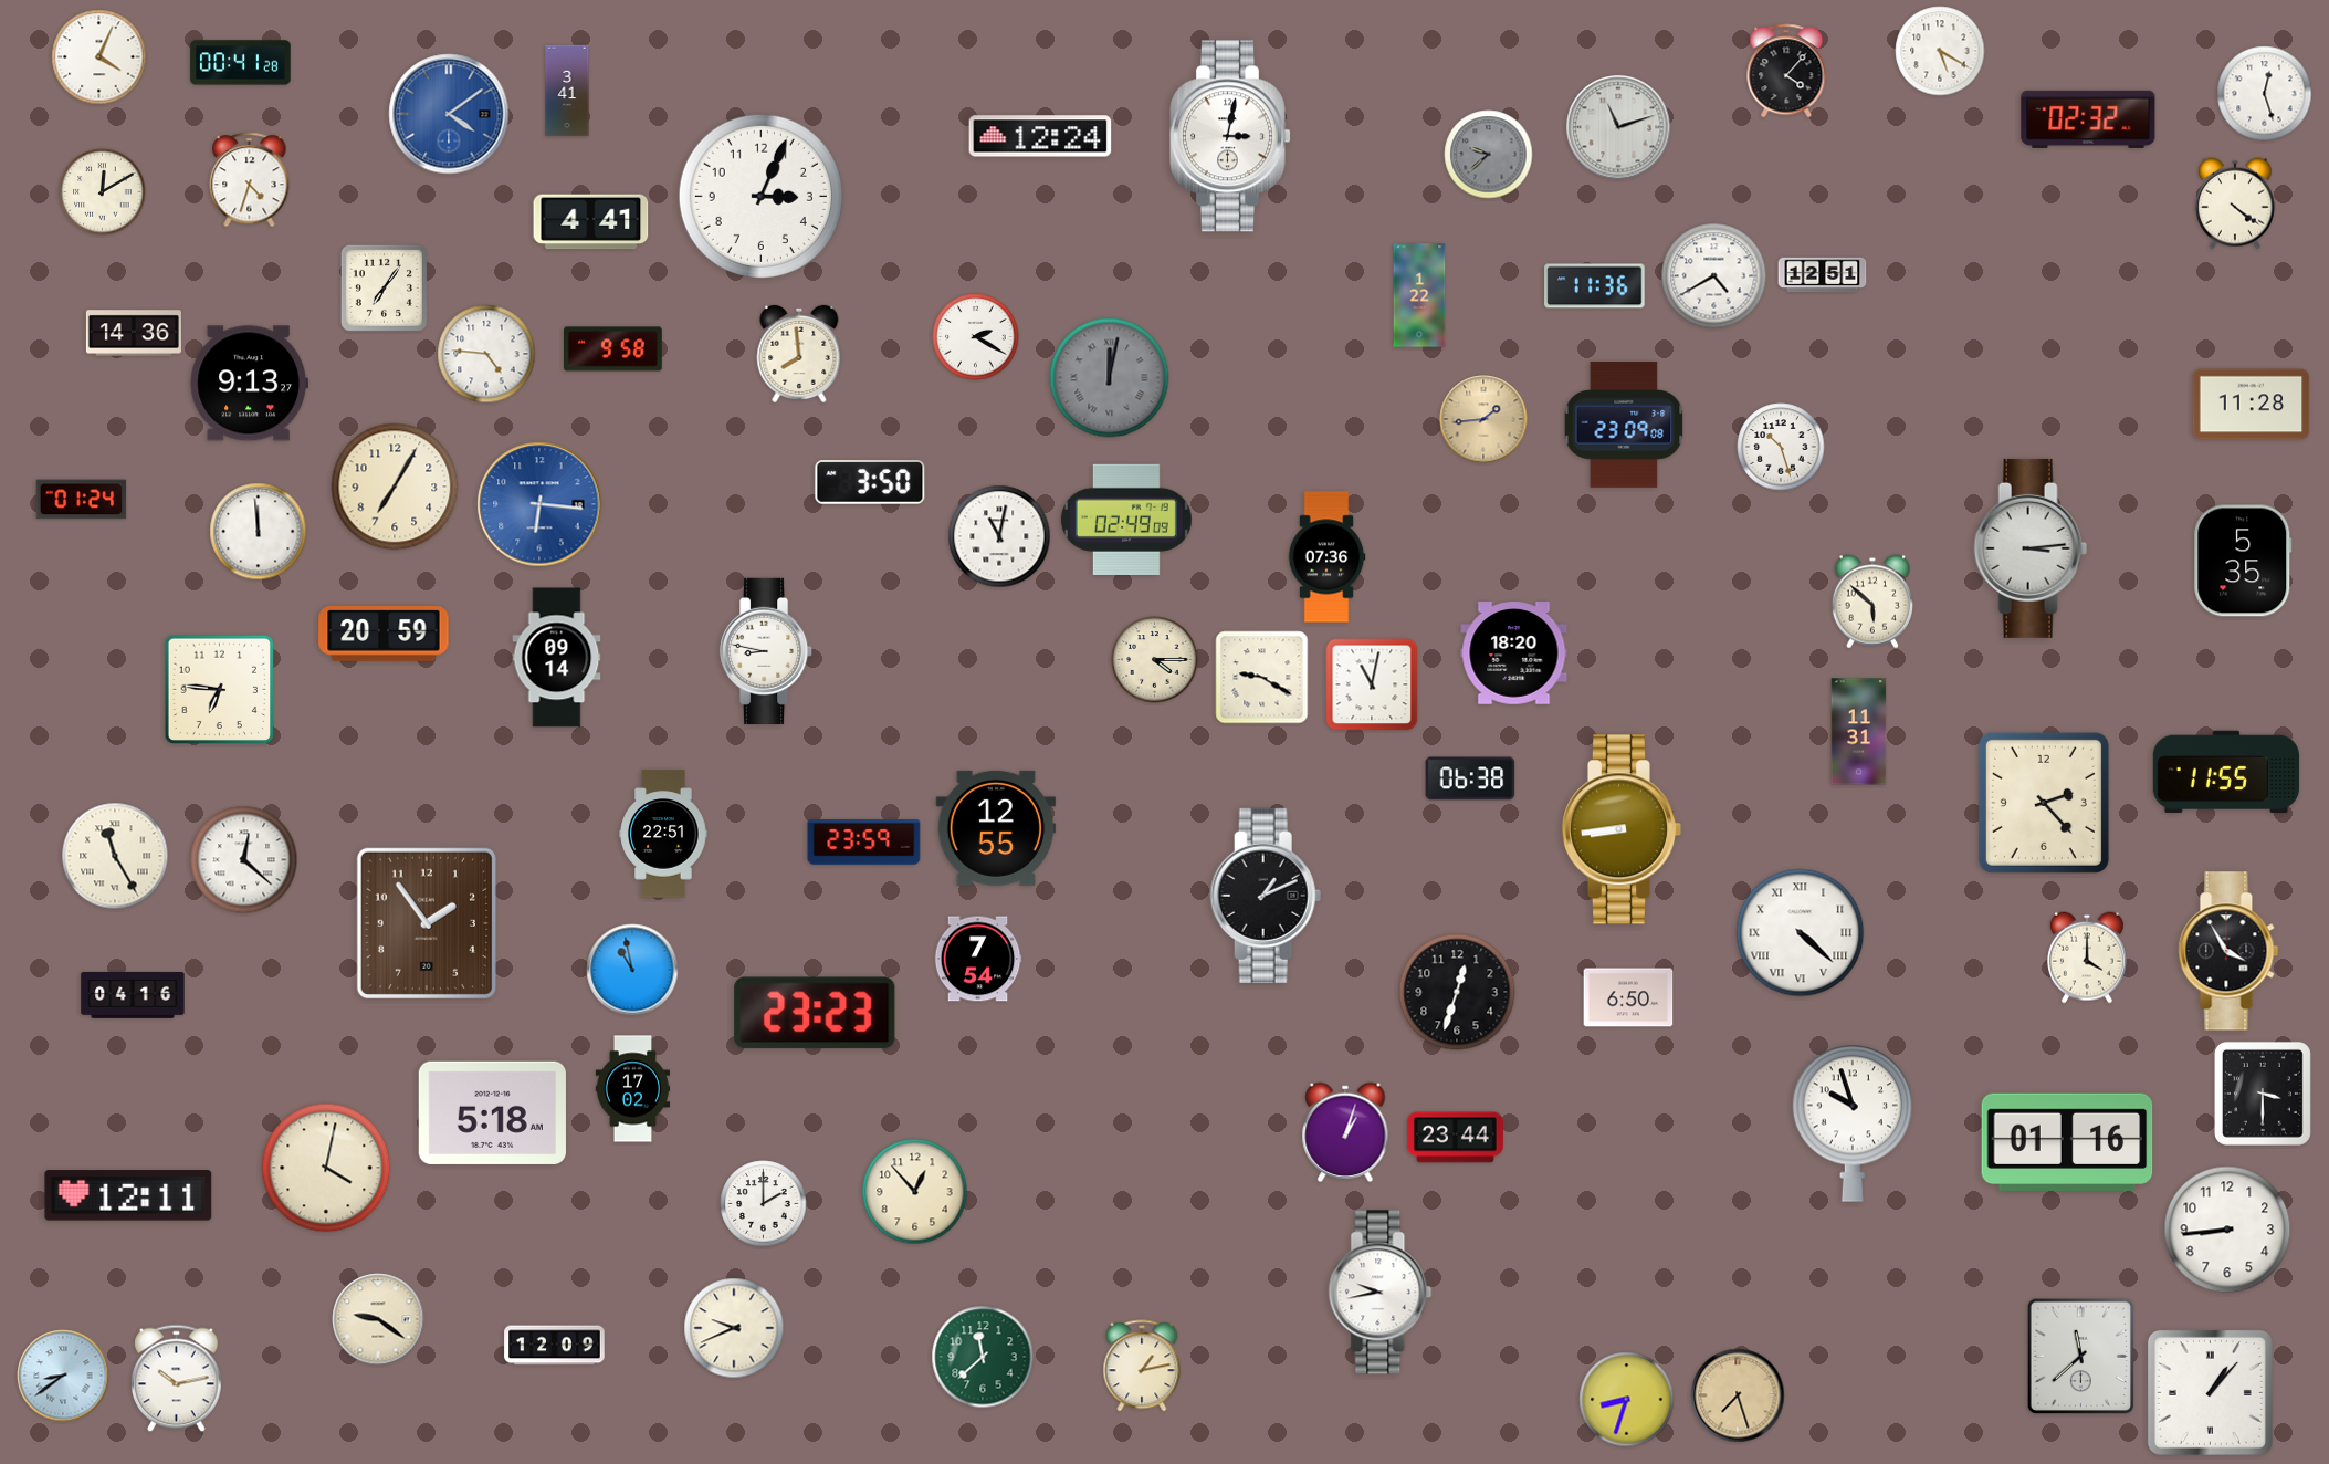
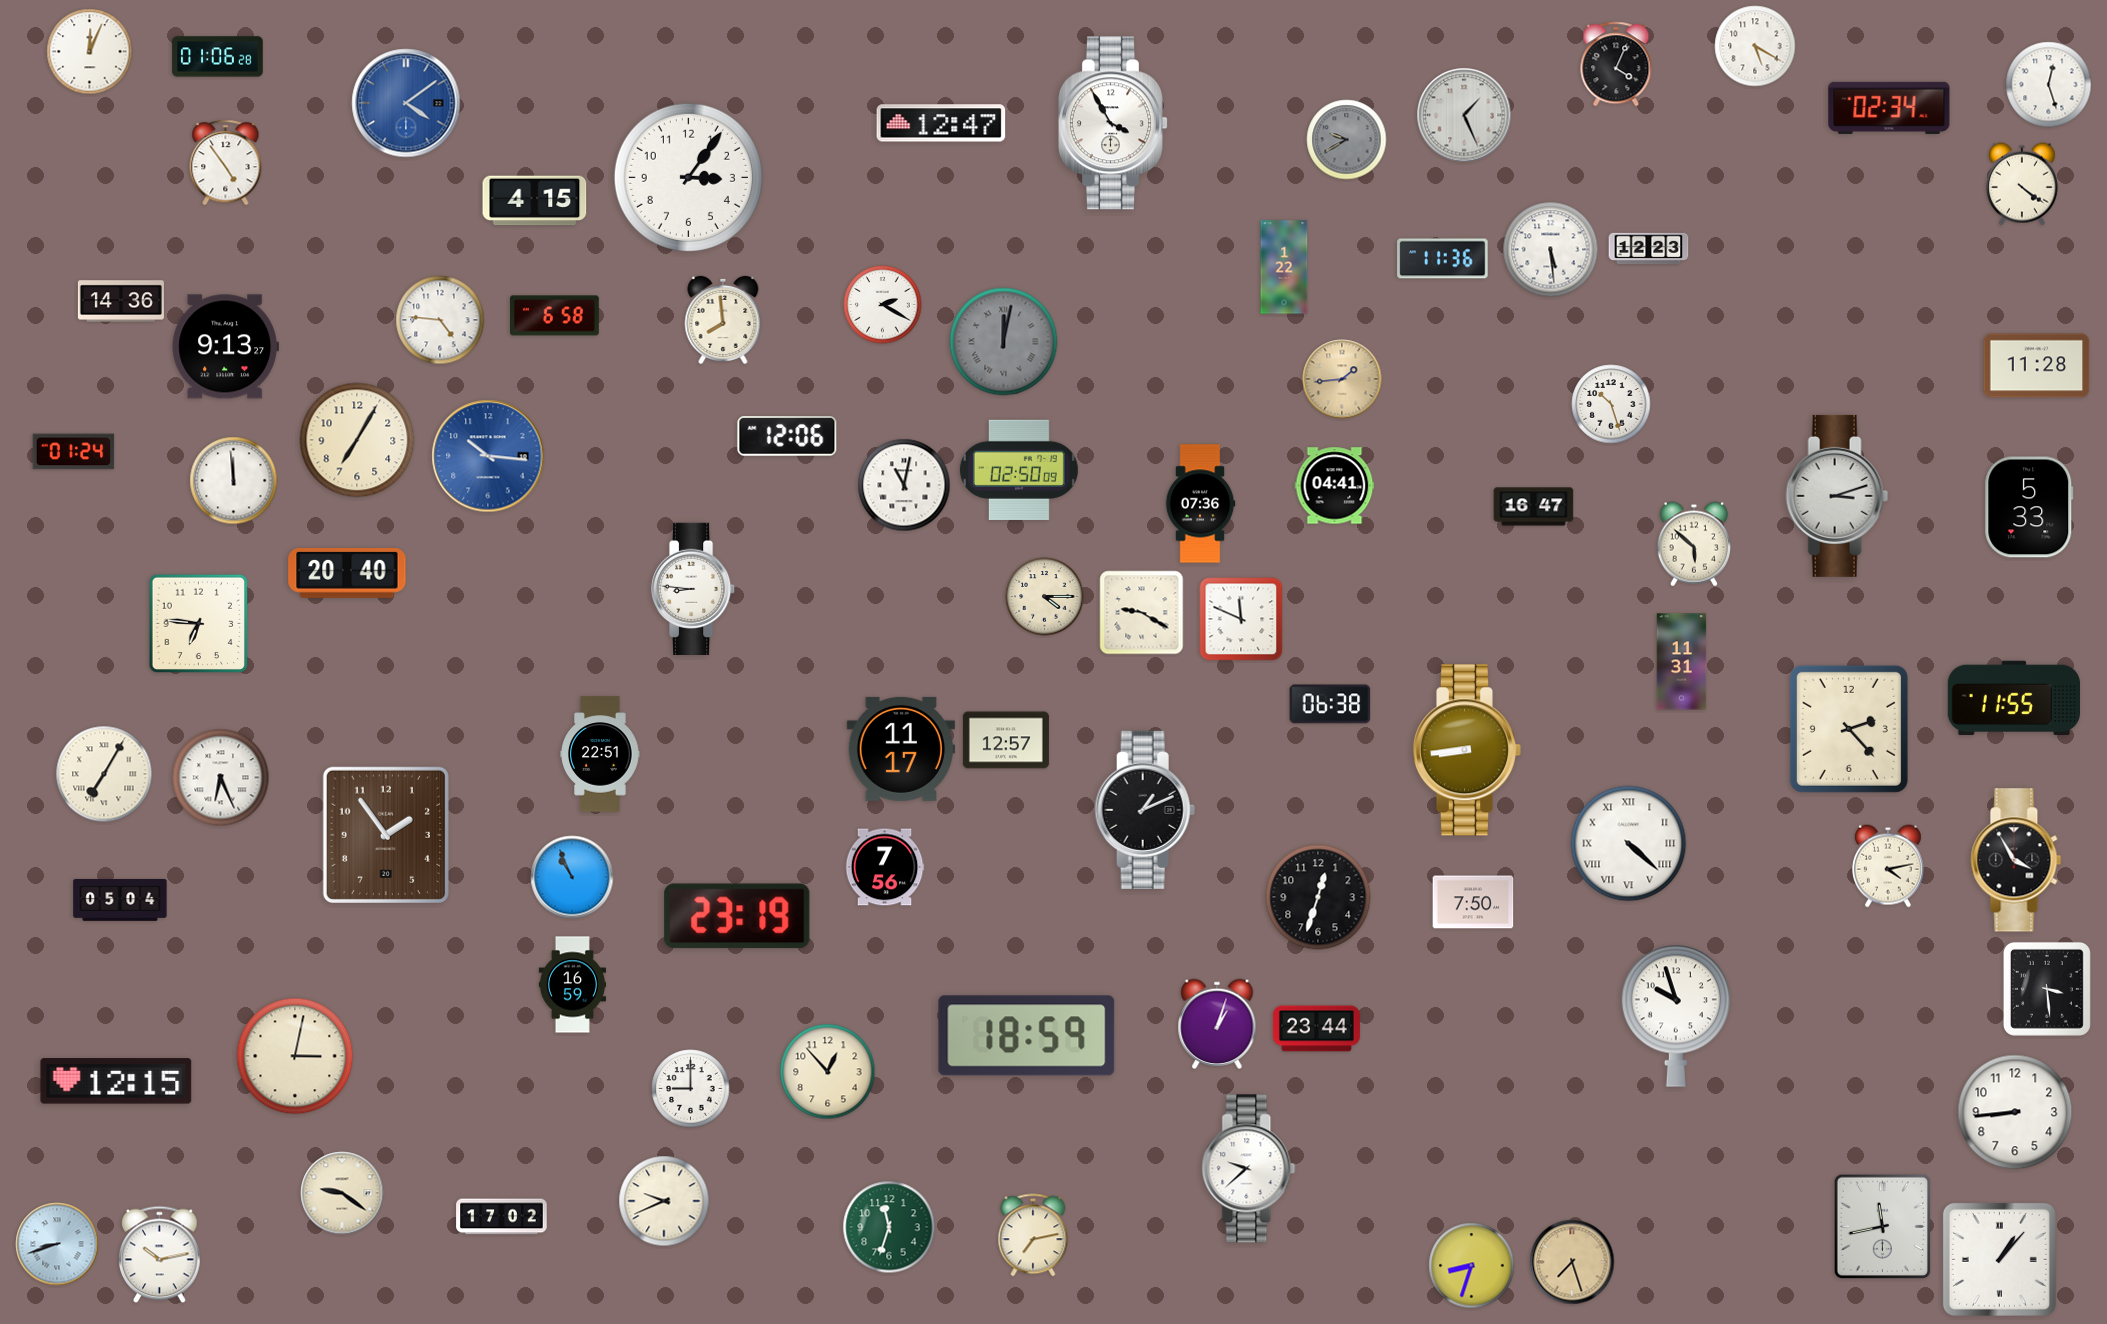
clock at (99, 57): 4:04 -> 12:04
clock at (241, 63): 00:41 -> 01:06
clock at (1786, 71): 4:07 -> 4:04
clock at (567, 91): 3:41 -> none
clock at (2088, 119): 02:32 -> 02:34
clock at (1618, 127): 11:12 -> 1:26
clock at (1040, 136): 12:24 -> 12:47
clock at (1230, 136): 3:02 -> 3:55
clock at (1489, 155): 9:38 -> 9:40
clock at (250, 180): 4:33 -> 4:54
clock at (103, 192): 12:10 -> none
clock at (760, 196): 3:04 -> 3:06
clock at (591, 222): 4:41 -> 4:15
clock at (1823, 275): 12:51 -> 12:23
clock at (1714, 276): 4:40 -> 5:29
clock at (384, 287): 7:06 -> none
clock at (613, 349): 9:58 -> 6:58
clock at (1624, 425): 23:09 -> none
clock at (870, 482): 3:50 -> 12:06
clock at (539, 504): 6:16 -> 10:16
clock at (1126, 520): 02:49 -> 02:50
clock at (1335, 486): none -> 04:41
clock at (2031, 548): 3:14 -> 3:12
clock at (1534, 507): none -> 16:47
clock at (2243, 561): 5:35 -> 5:33
clock at (384, 635): 20:59 -> 20:40
clock at (766, 650): 8:47 -> 8:46
clock at (1514, 653): 18:20 -> none
clock at (557, 658): 09:14 -> none
clock at (1372, 684): 11:02 -> 11:49
clock at (2044, 803) position: (2044, 803) -> (1849, 729)
clock at (1006, 740): none -> 12:57
clock at (996, 828): 12:55 -> 11:17
clock at (864, 843): 23:59 -> none
clock at (115, 856): 11:25 -> 7:05
clock at (244, 860): 12:22 -> 6:26
clock at (2087, 958): 4:00 -> 4:13
clock at (978, 959): 7:54 -> 7:56
clock at (632, 970): 10:58 -> 10:56
clock at (133, 995): 04:16 -> 05:04
clock at (1628, 997): 6:50 -> 7:50
clock at (815, 1013): 23:23 -> 23:19
clock at (632, 1089): 17:02 -> 16:59
clock at (2263, 1094): 3:30 -> 3:29
clock at (492, 1112): 5:18 -> none
clock at (2067, 1142): 01:16 -> none
clock at (1027, 1036): none -> 18:59
clock at (326, 1168): 4:02 -> 3:02
clock at (915, 1192) position: (915, 1192) -> (828, 1072)
clock at (128, 1195): 12:11 -> 12:15
clock at (764, 1204): 2:00 -> 9:00
clock at (1381, 1293): 9:43 -> 9:38
clock at (555, 1346): 12:09 -> 17:02
clock at (2080, 1356): 11:38 -> 11:43
clock at (983, 1357): 11:38 -> 11:33
clock at (1142, 1366): 1:13 -> 7:13
clock at (63, 1376): 8:39 -> 8:42
clock at (177, 1379) position: (177, 1379) -> (160, 1255)
